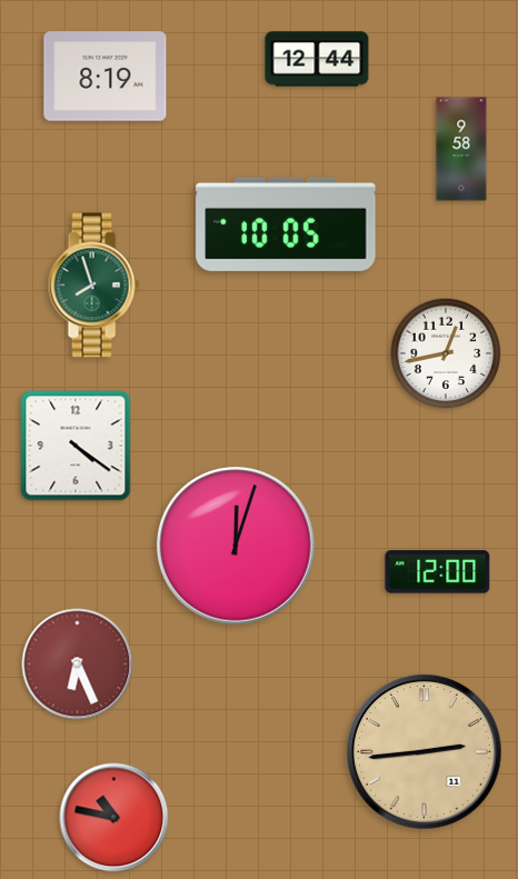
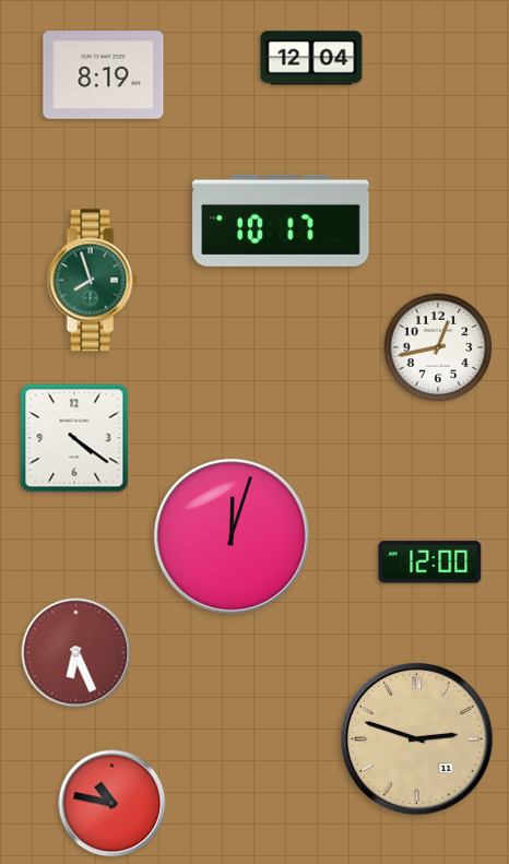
clock at (317, 59): 12:44 -> 12:04
clock at (461, 149): 9:58 -> none
clock at (286, 224): 10:05 -> 10:17
clock at (424, 751): 2:44 -> 2:48
